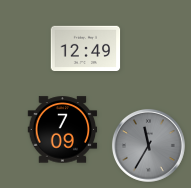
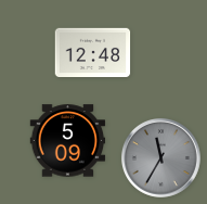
clock at (86, 49): 12:49 -> 12:48
clock at (63, 130): 7:09 -> 5:09
